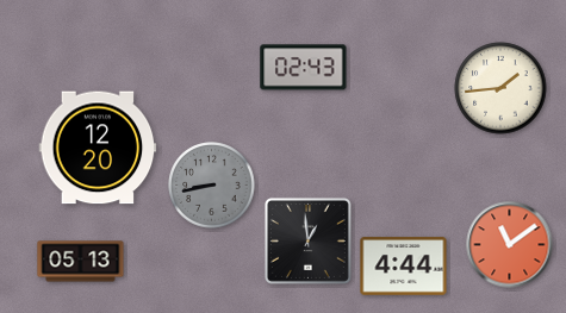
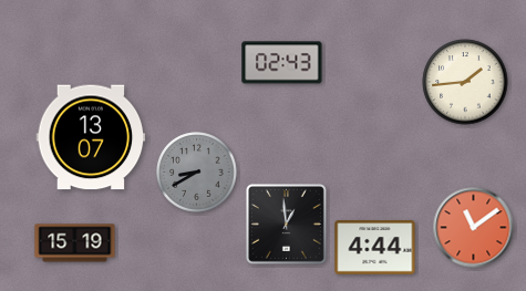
clock at (98, 148): 12:20 -> 13:07
clock at (212, 186): 8:43 -> 8:40
clock at (81, 262): 05:13 -> 15:19
